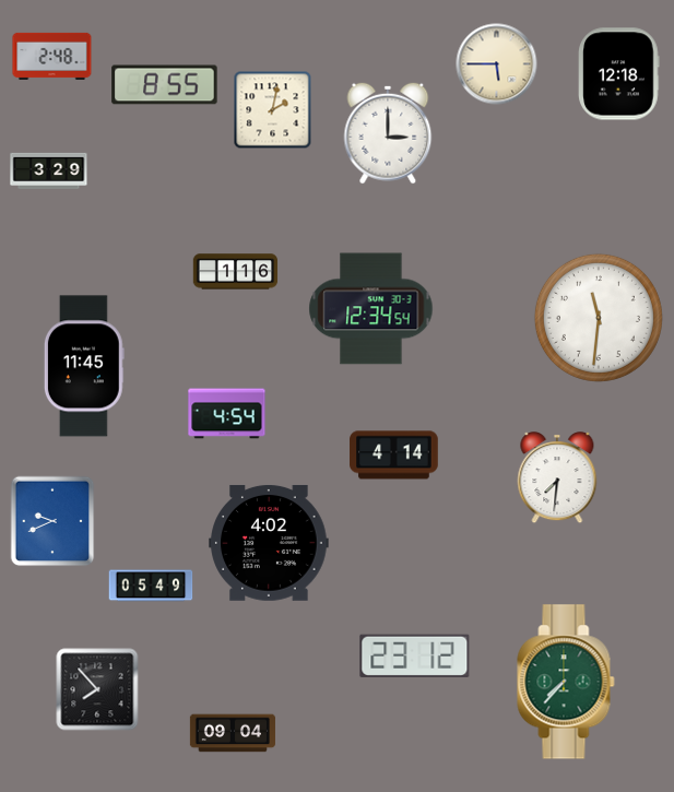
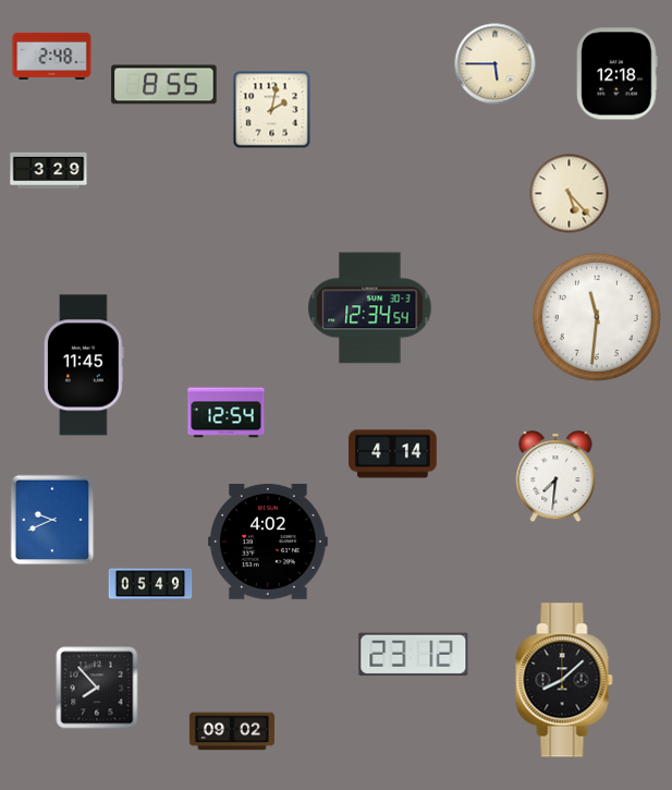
clock at (388, 133): 3:00 -> none
clock at (570, 194): none -> 5:23
clock at (236, 272): 1:16 -> none
clock at (227, 414): 4:54 -> 12:54
clock at (566, 682): 7:37 -> 8:08
clock at (566, 682) dial: green -> black
clock at (233, 733): 09:04 -> 09:02
